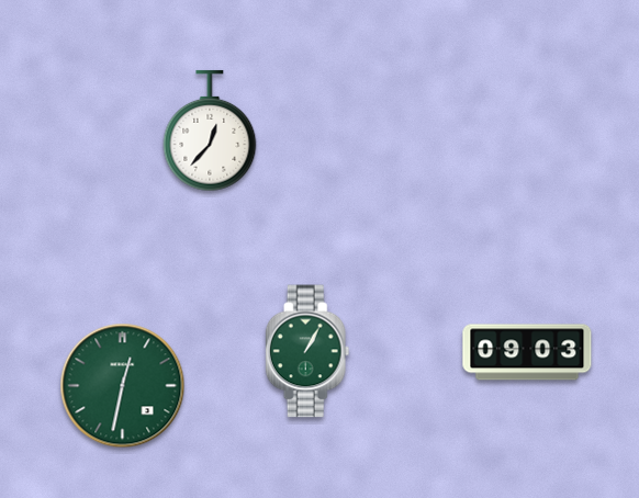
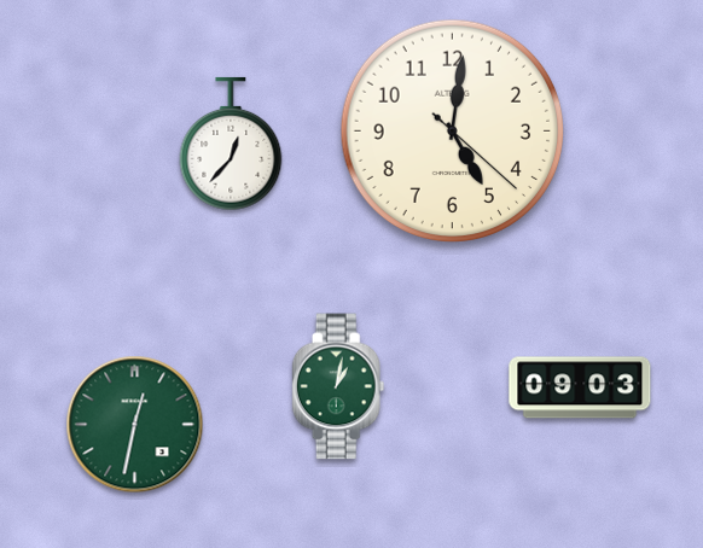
clock at (453, 132): none -> 5:01
clock at (307, 351): 1:05 -> 1:02
